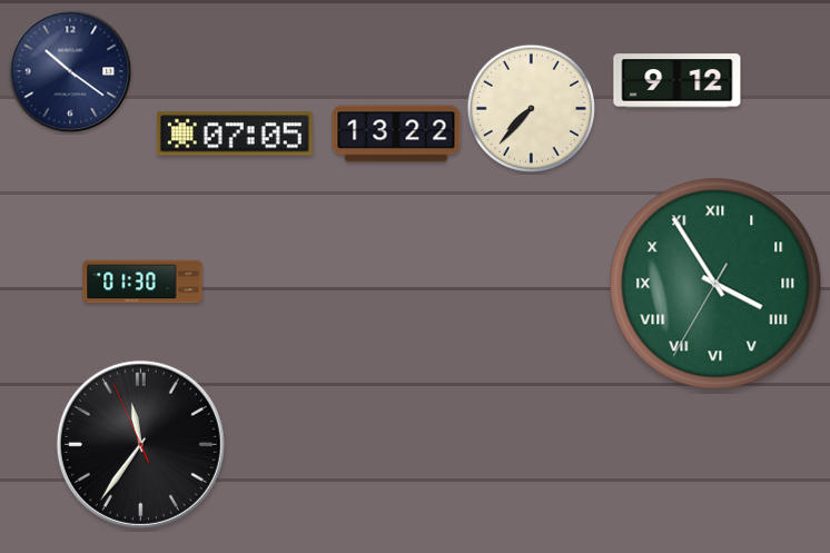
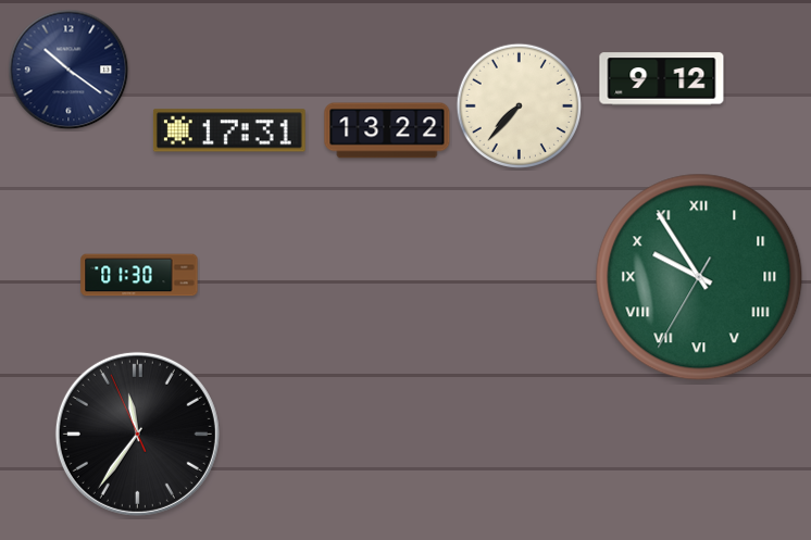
clock at (235, 134): 07:05 -> 17:31
clock at (715, 284): 3:54 -> 9:54
